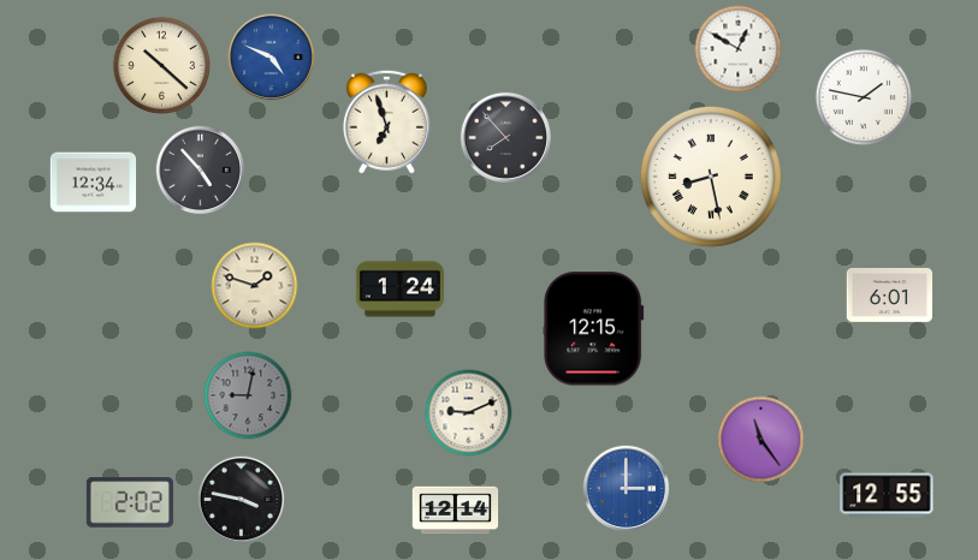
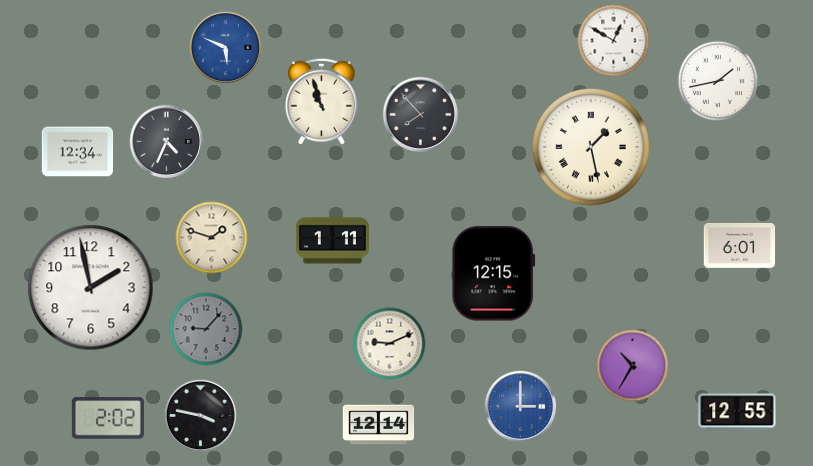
clock at (272, 58): 4:49 -> 5:49
clock at (161, 65): 10:22 -> none
clock at (863, 96): 1:47 -> 1:43
clock at (386, 121): 6:57 -> 10:57
clock at (201, 171): 4:53 -> 4:34
clock at (711, 177): 8:28 -> 1:28
clock at (399, 290): 1:24 -> 1:11
clock at (91, 288): none -> 1:58
clock at (248, 395): 9:02 -> 9:07
clock at (761, 440): 11:24 -> 10:35
